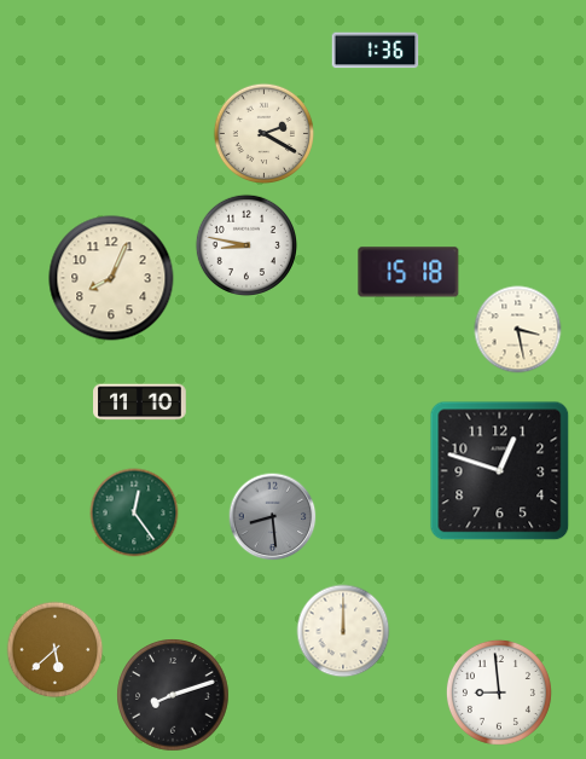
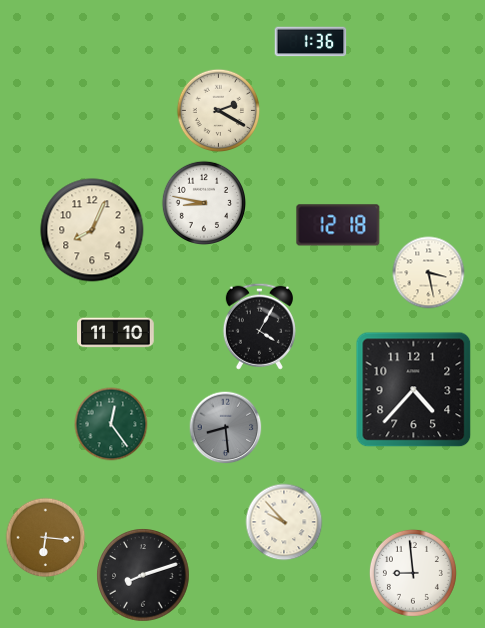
clock at (408, 272): 15:18 -> 12:18
clock at (259, 326): none -> 4:05
clock at (500, 471): 12:48 -> 4:37
clock at (343, 631): 12:00 -> 9:53
clock at (56, 650): 5:38 -> 6:16
